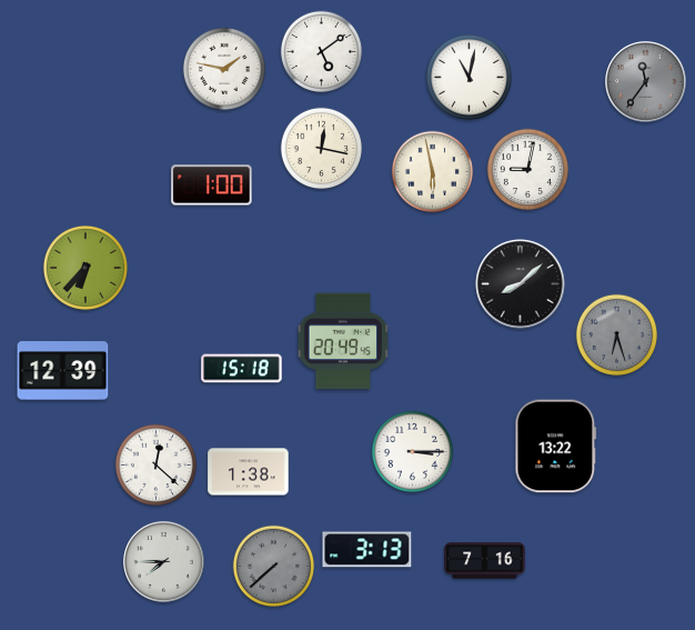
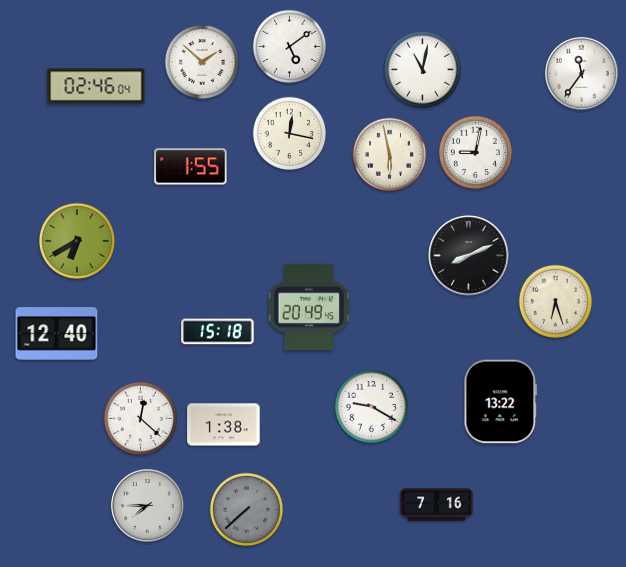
clock at (224, 69): 1:47 -> 1:52
clock at (646, 82) dial: grey -> white
clock at (96, 86): none -> 02:46
clock at (212, 186): 1:00 -> 1:55
clock at (85, 268): 6:37 -> 6:40
clock at (521, 284): 8:08 -> 8:11
clock at (616, 334) dial: grey -> cream
clock at (63, 371): 12:39 -> 12:40
clock at (412, 451): 3:15 -> 9:20
clock at (367, 550): 3:13 -> none
